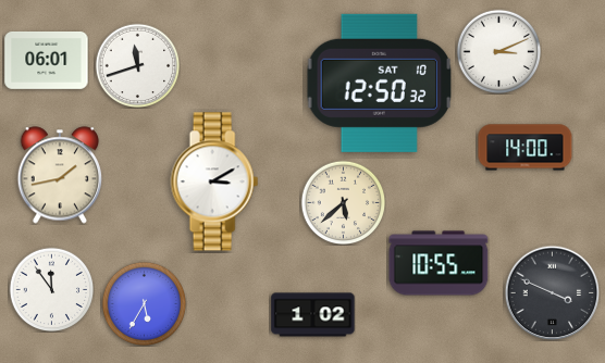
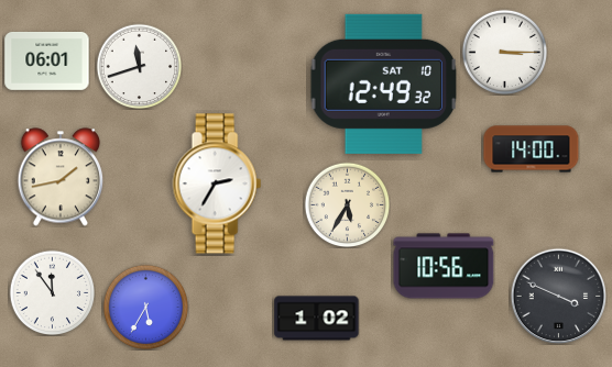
clock at (498, 51): 3:11 -> 3:15
clock at (379, 83): 12:50 -> 12:49
clock at (214, 181): 3:10 -> 2:35
clock at (343, 202): 5:38 -> 5:35
clock at (439, 263): 10:55 -> 10:56
